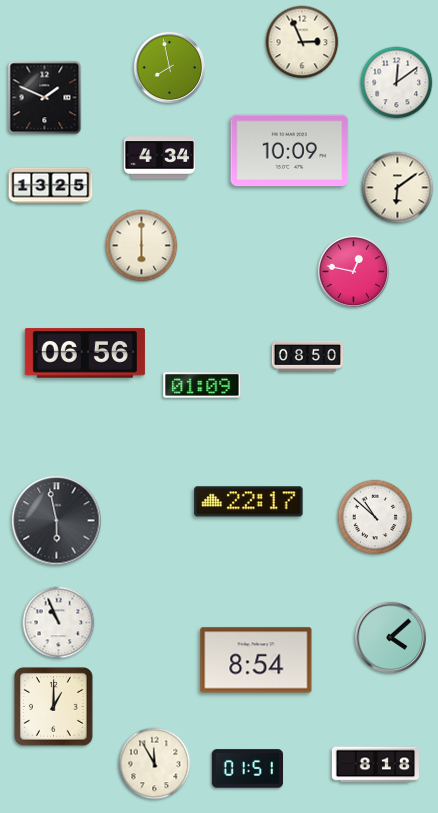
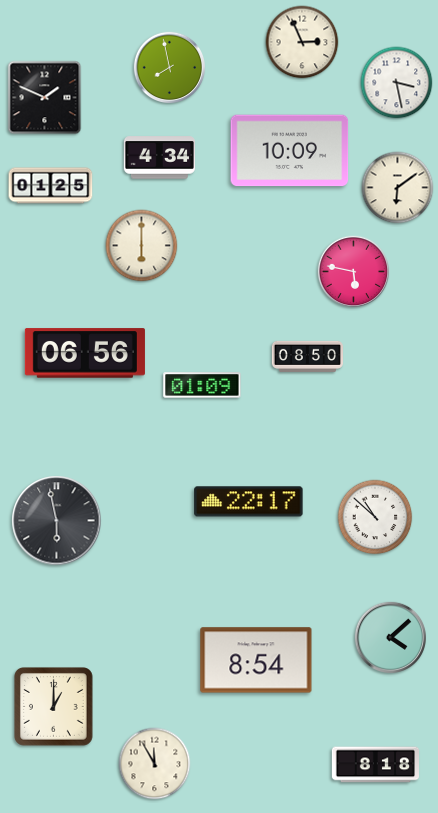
clock at (397, 83): 12:09 -> 3:28
clock at (51, 186): 13:25 -> 01:25
clock at (354, 272): 12:47 -> 5:47
clock at (59, 623): 10:56 -> none
clock at (247, 769): 01:51 -> none
